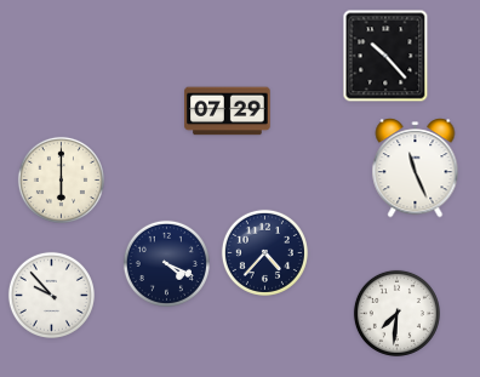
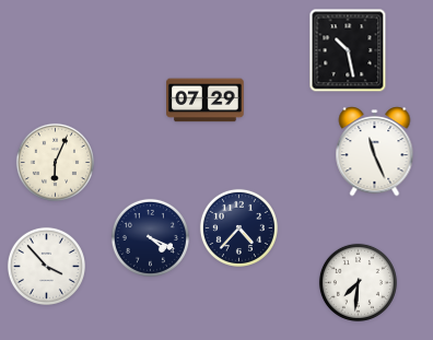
clock at (385, 56): 10:23 -> 10:28
clock at (61, 179): 6:00 -> 6:04
clock at (51, 295): 9:53 -> 3:53
